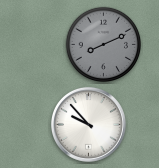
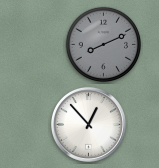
clock at (88, 124): 9:53 -> 12:53
